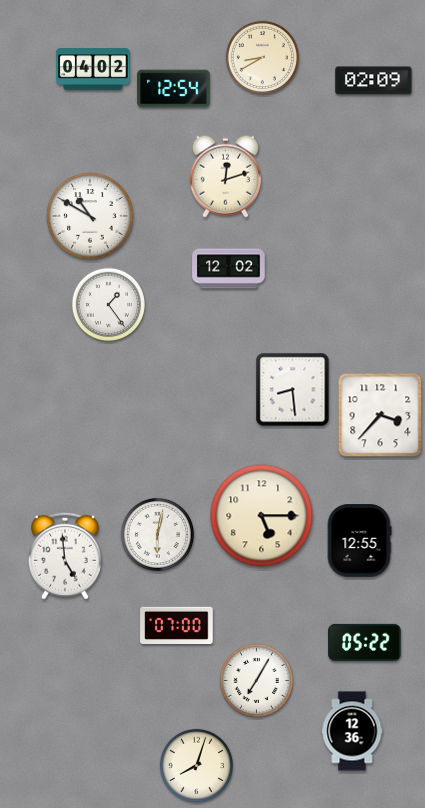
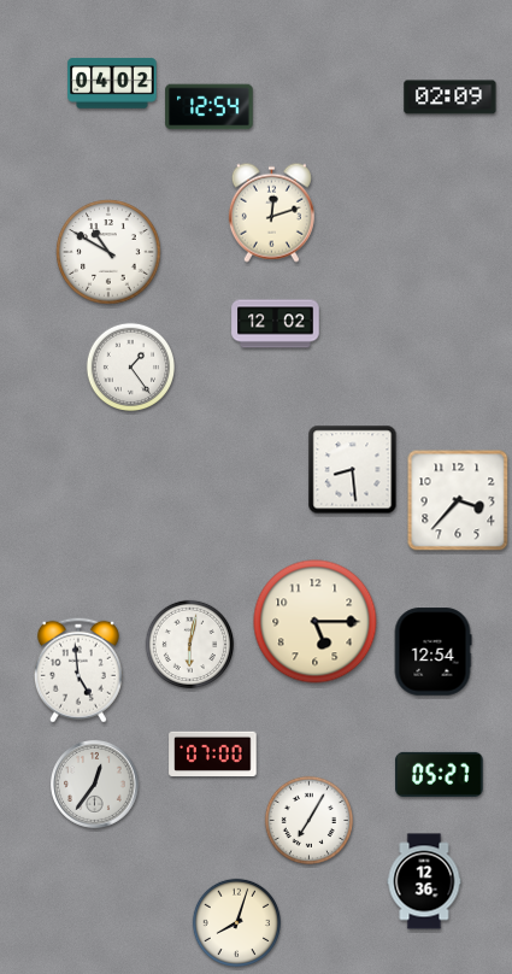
clock at (263, 58): 8:40 -> none
clock at (90, 216) position: (90, 216) -> (108, 252)
clock at (359, 541): 12:55 -> 12:54
clock at (365, 642): 05:22 -> 05:27
clock at (95, 785): none -> 12:36
